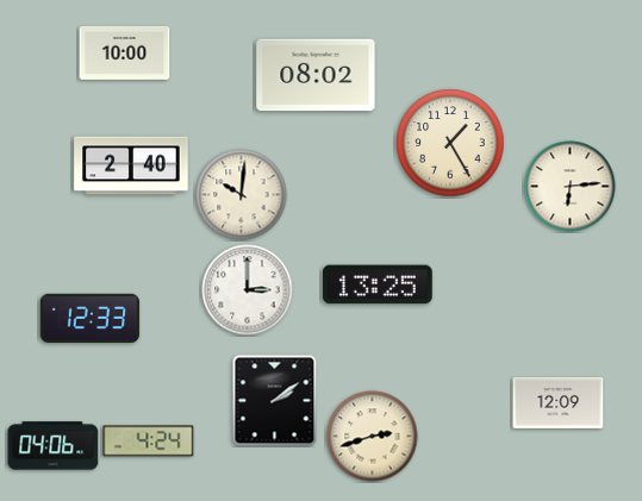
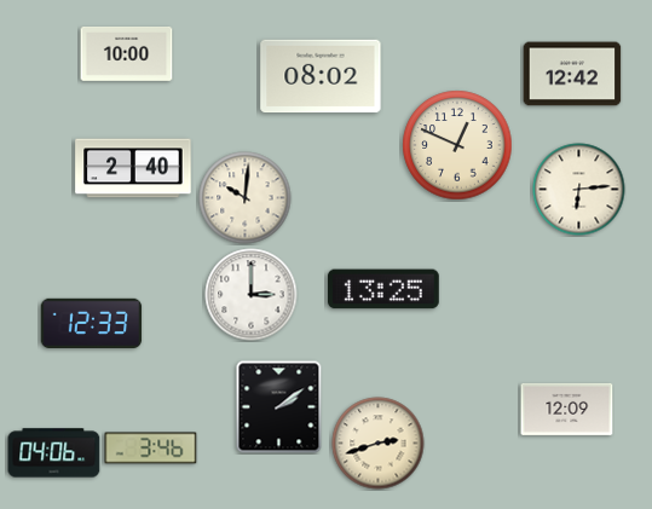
clock at (572, 74): none -> 12:42
clock at (450, 143): 1:25 -> 12:49
clock at (149, 441): 4:24 -> 3:46
